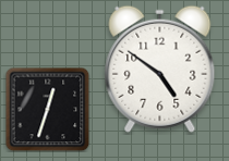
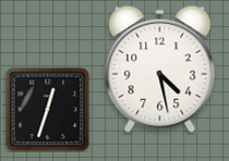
clock at (160, 69): 4:51 -> 4:28
